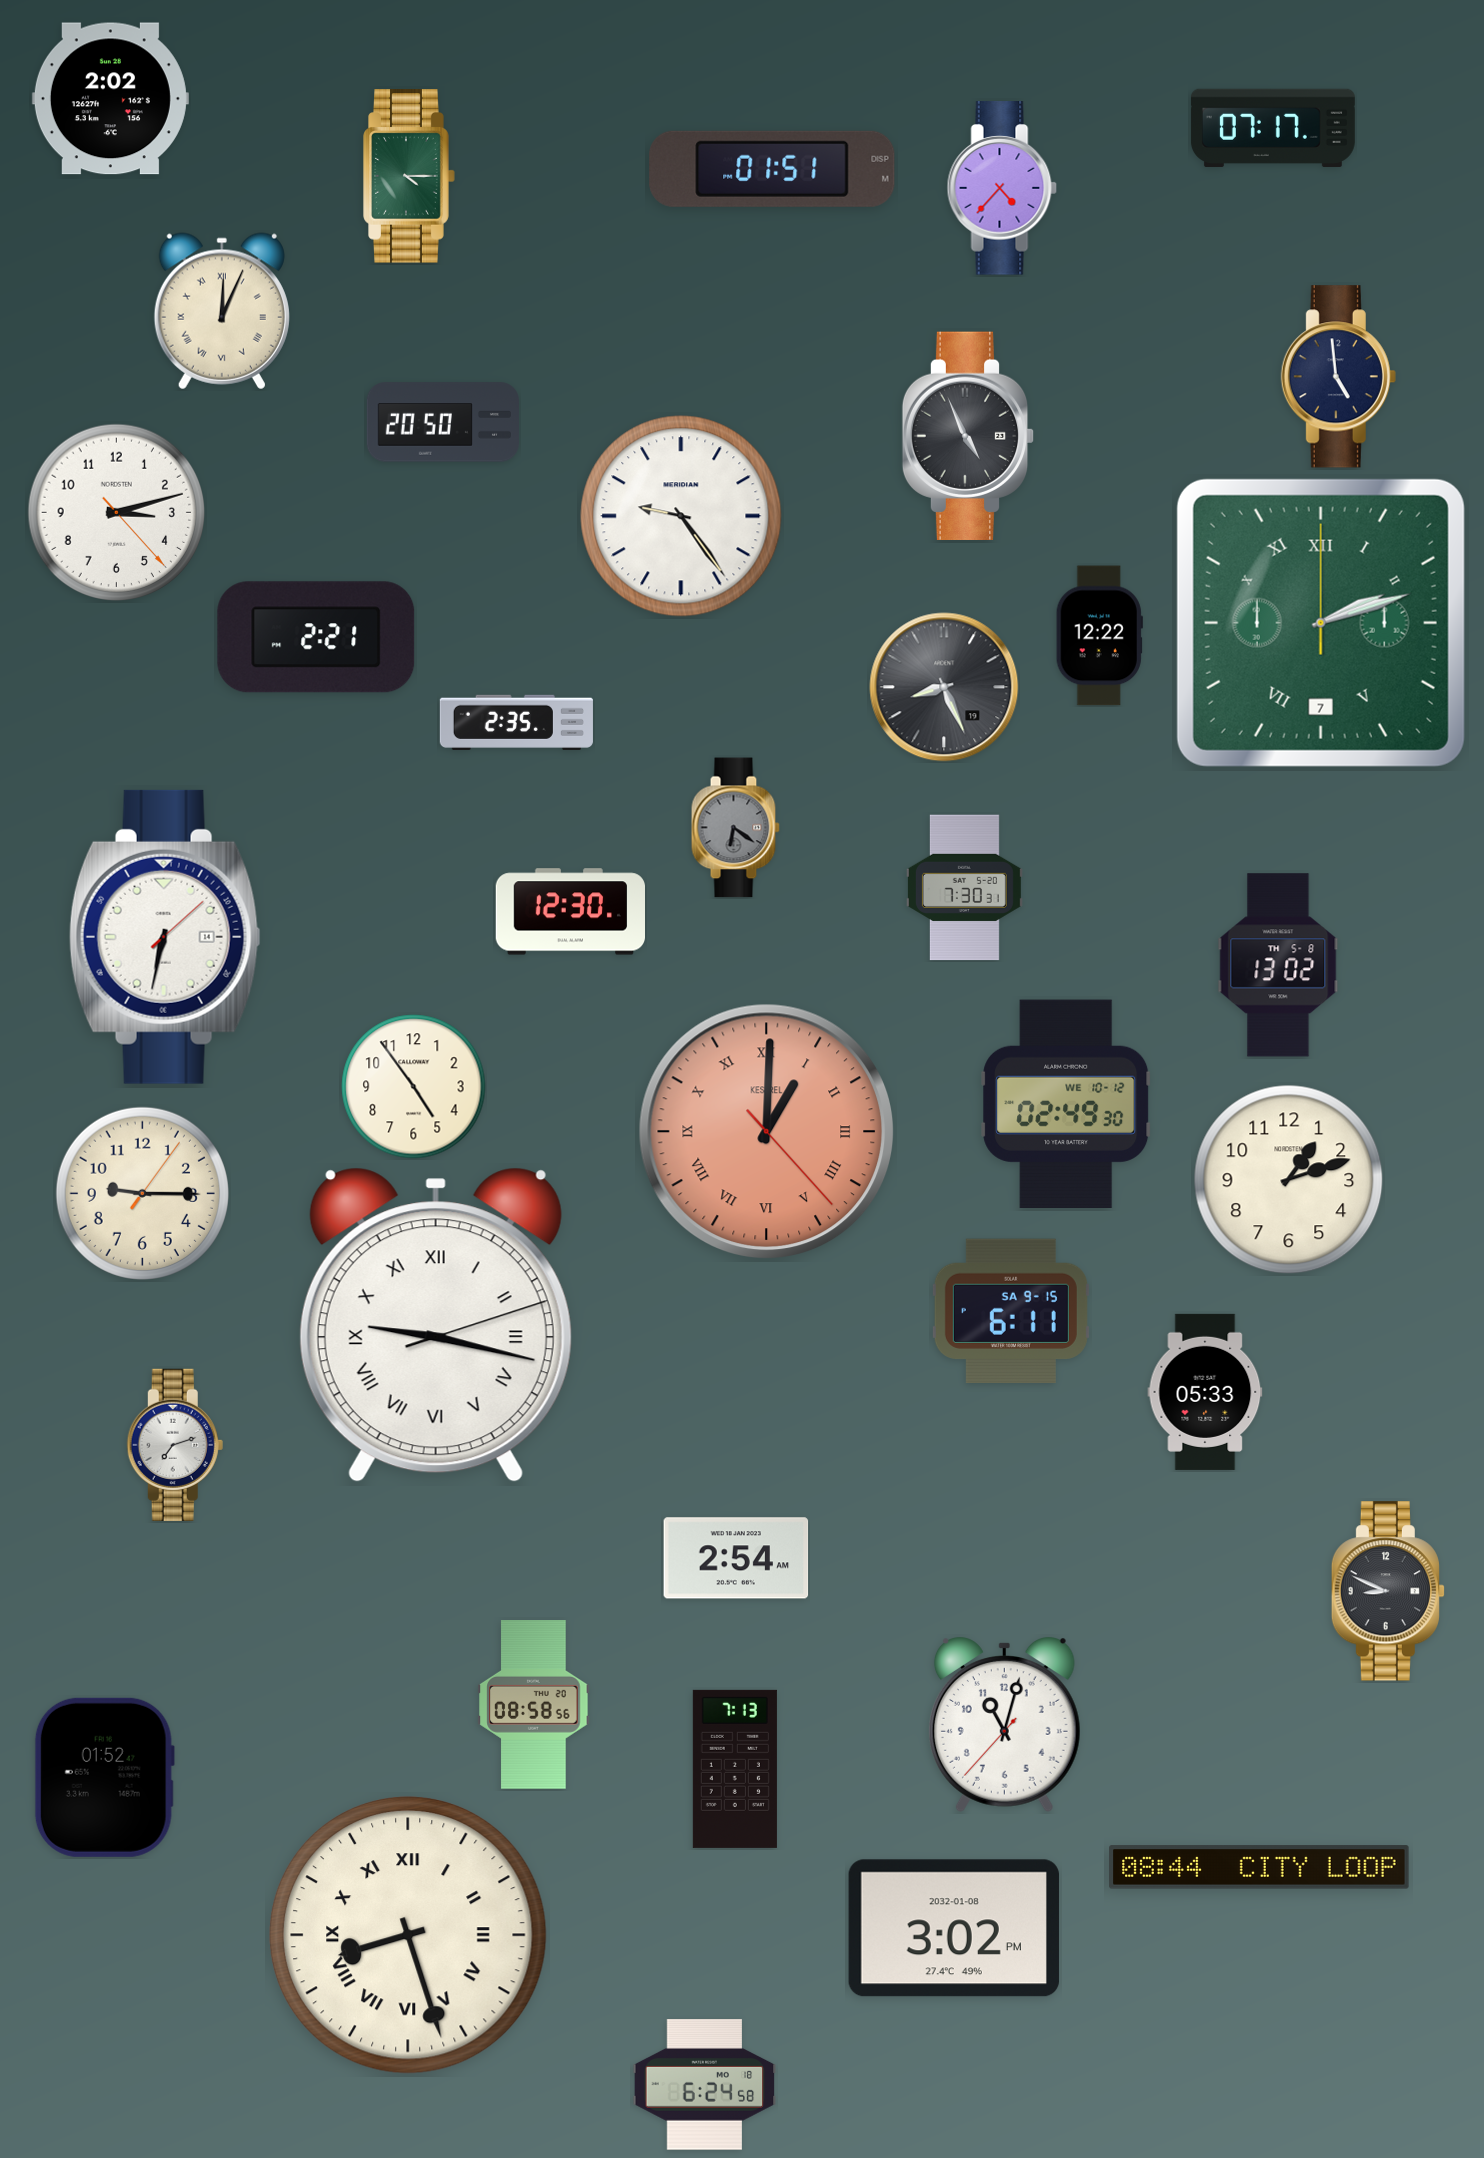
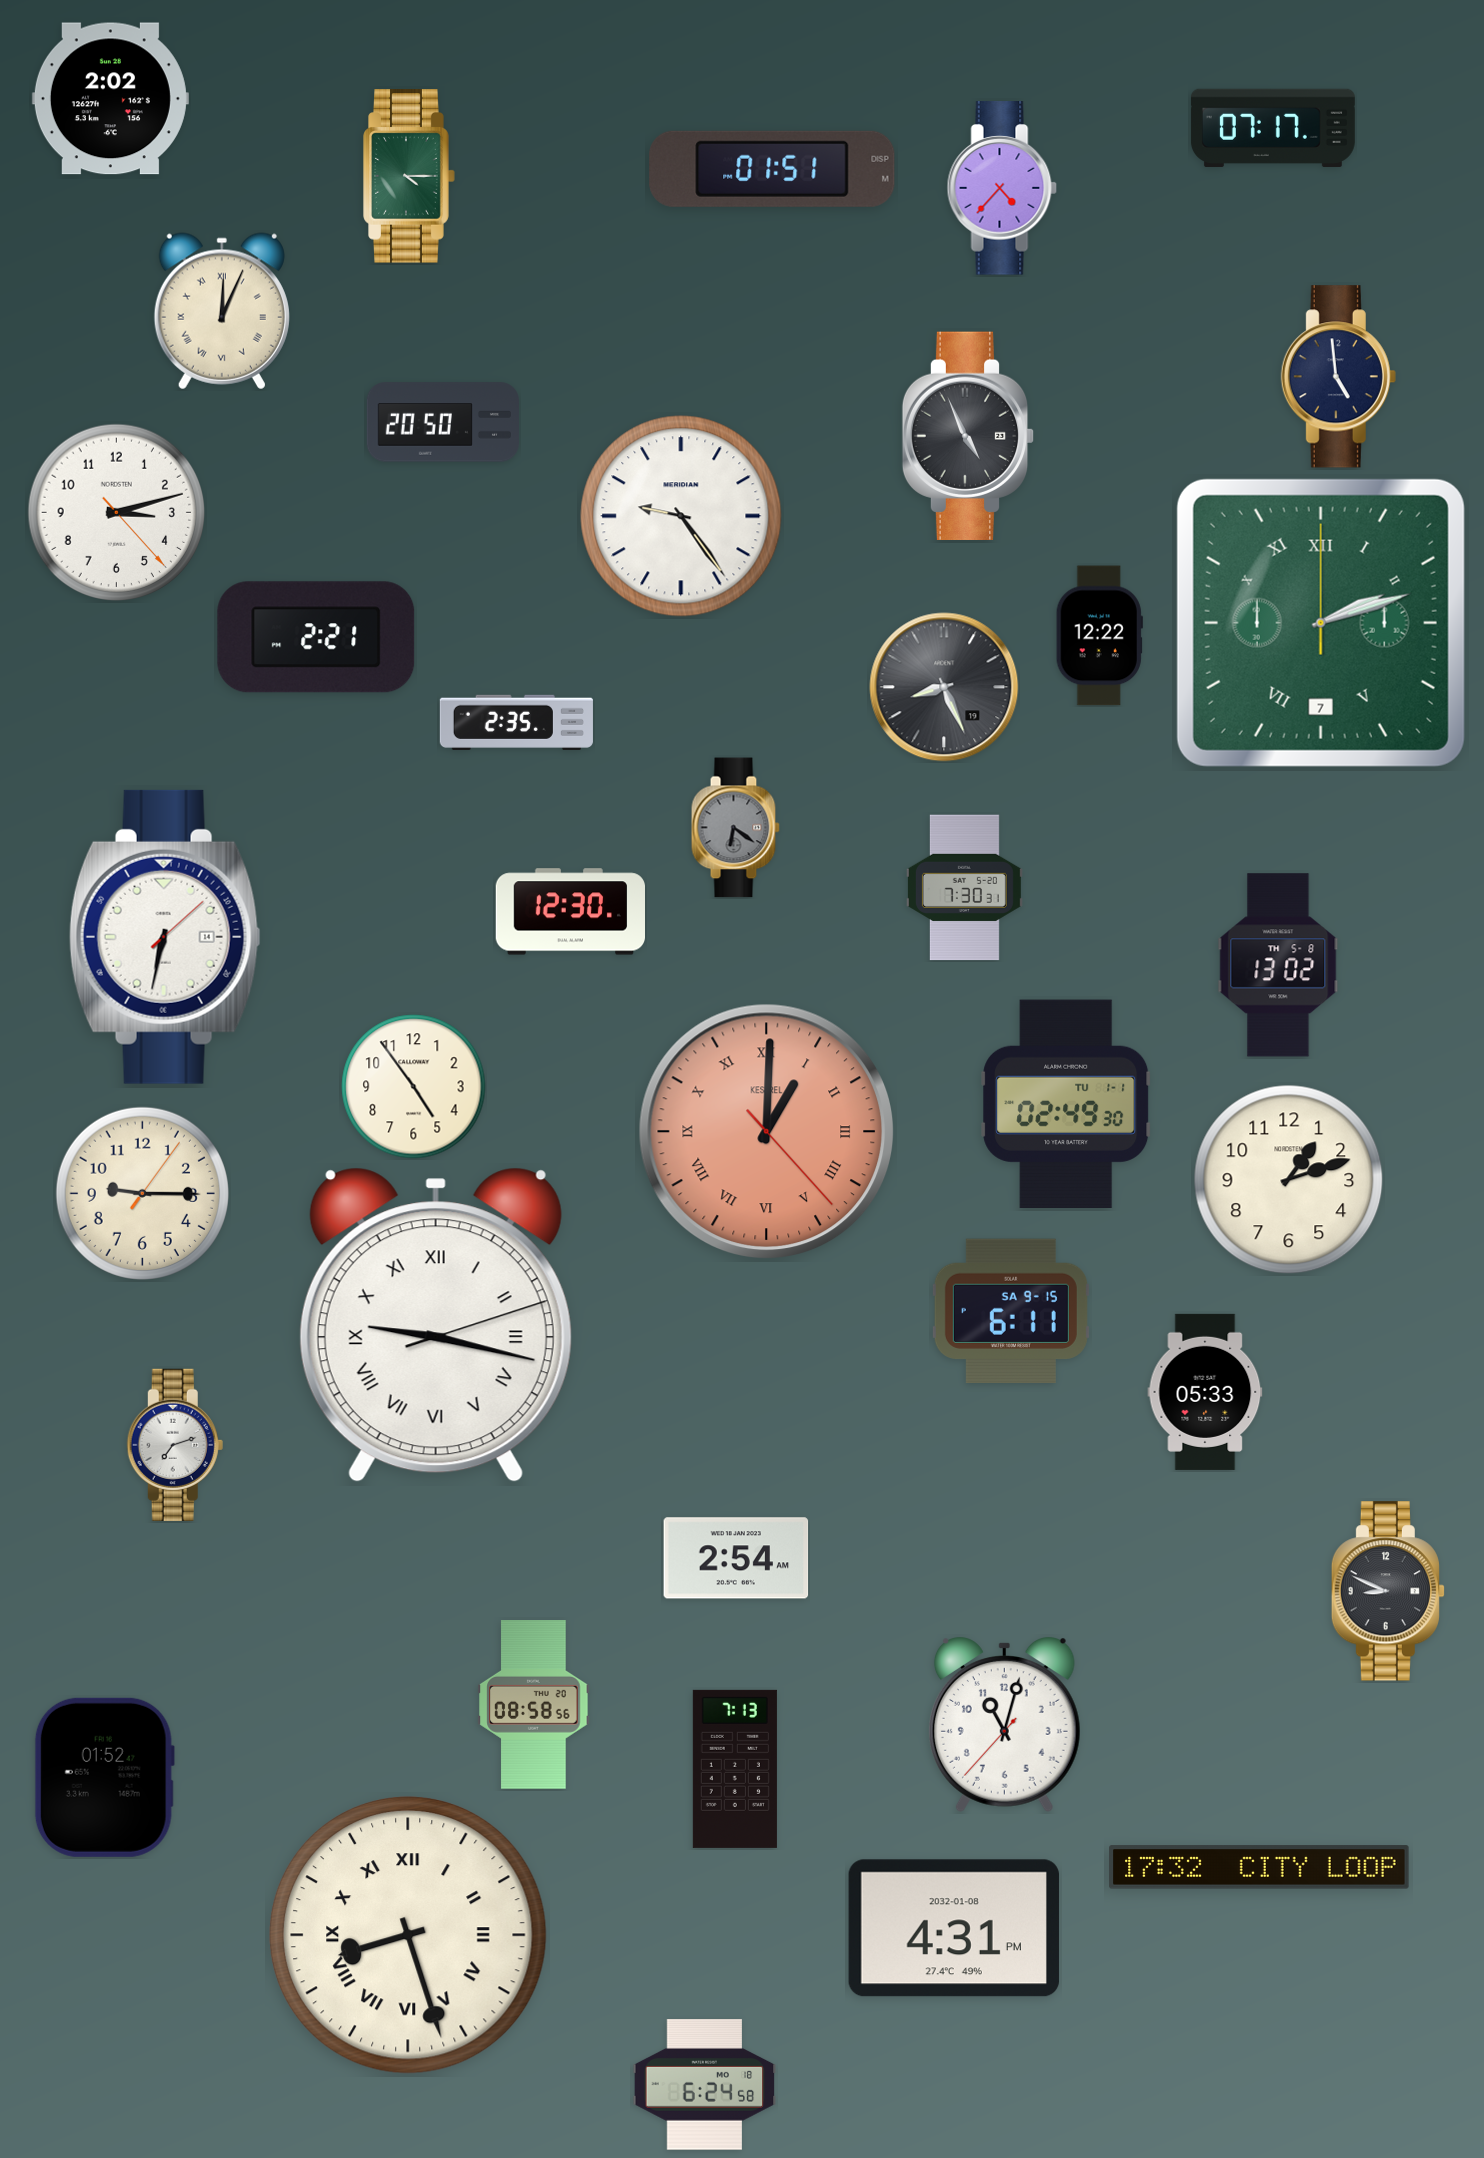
clock at (1066, 1104) date: WE 10-12 -> TU 1-1
clock at (1259, 1867): 08:44 -> 17:32
clock at (954, 1928): 3:02 -> 4:31
